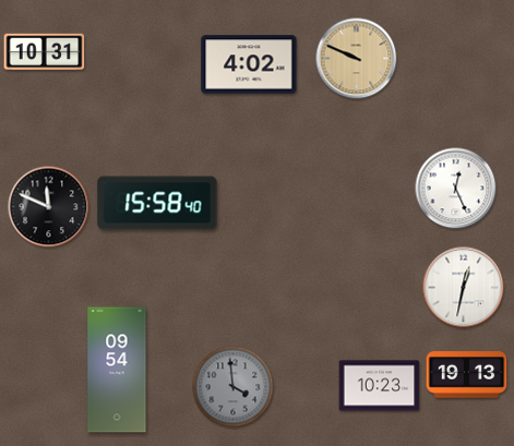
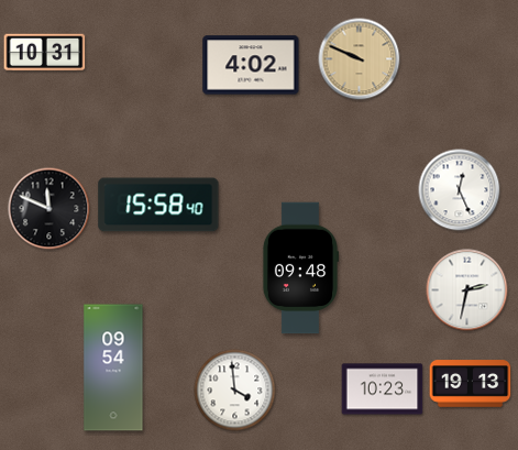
clock at (299, 268): none -> 09:48
clock at (464, 288): 12:32 -> 2:32
clock at (117, 370) position: (117, 370) -> (113, 367)
clock at (467, 375) position: (467, 375) -> (471, 384)
clock at (234, 387) dial: grey -> white
